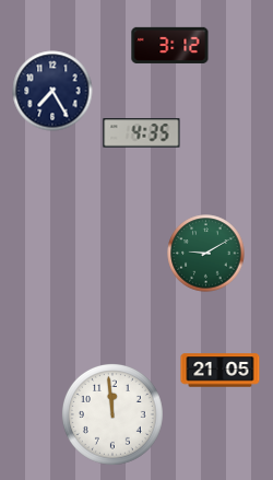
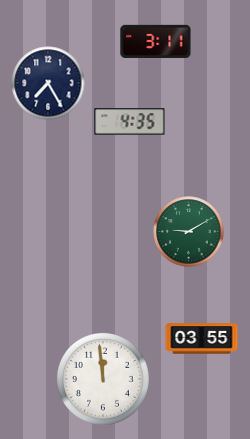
clock at (170, 45): 3:12 -> 3:11
clock at (221, 371): 21:05 -> 03:55
